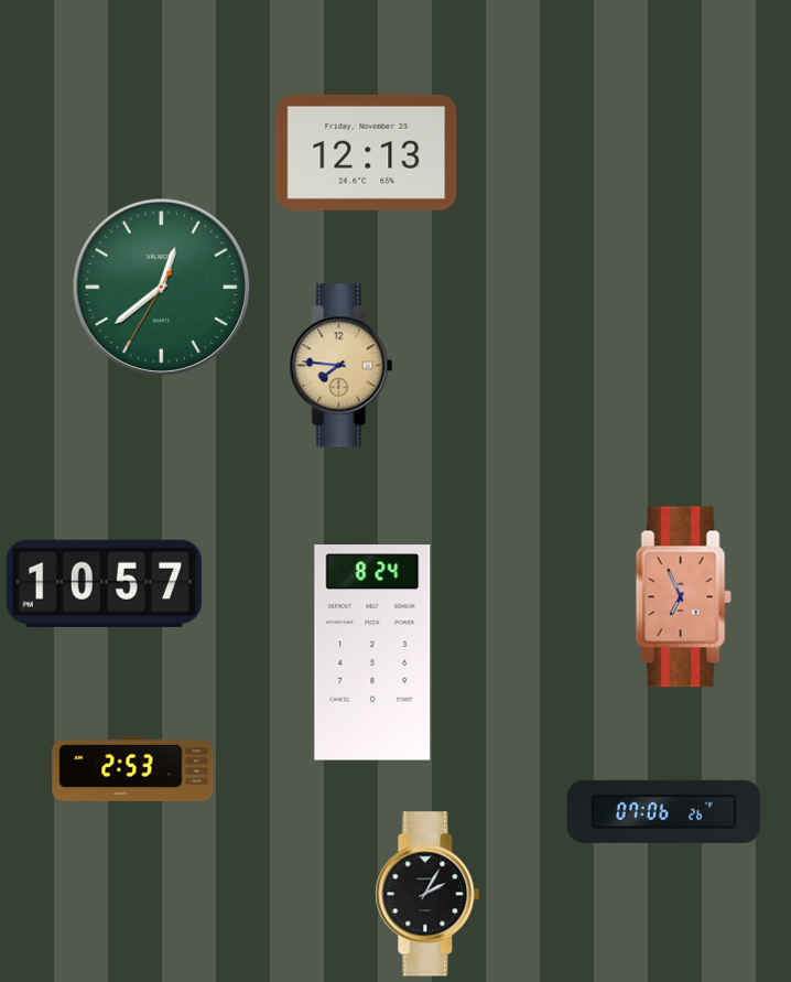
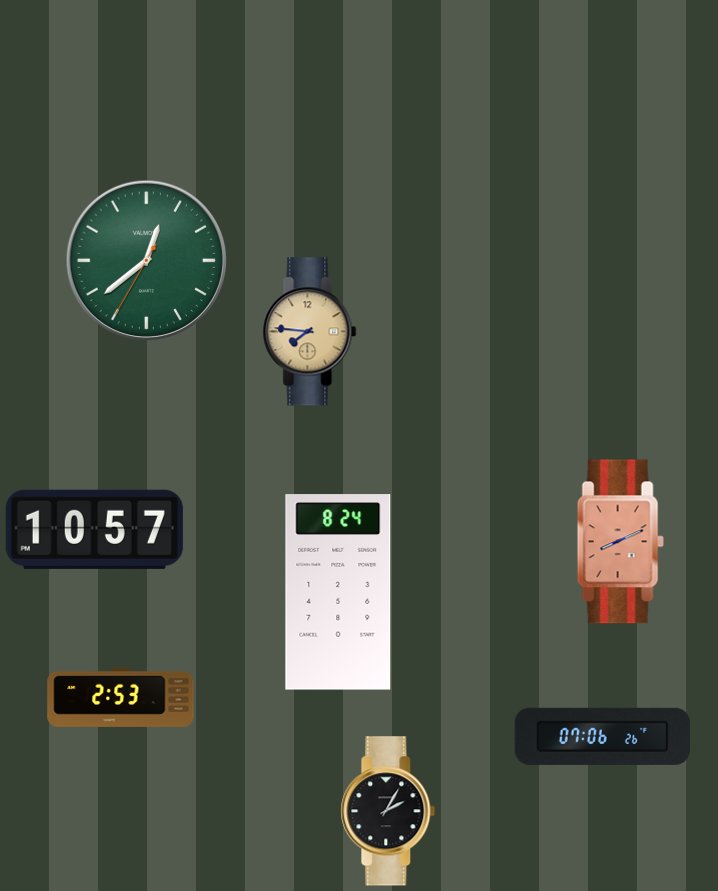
clock at (367, 152): 12:13 -> none
clock at (683, 597): 6:56 -> 8:11
